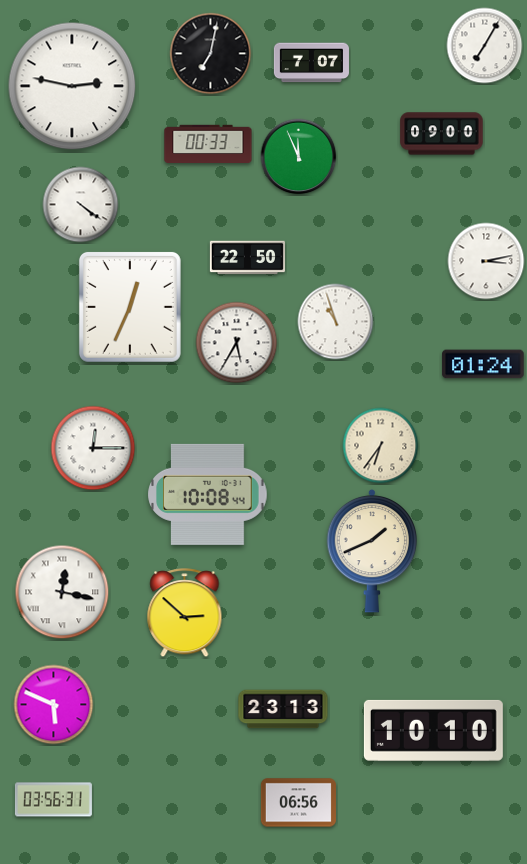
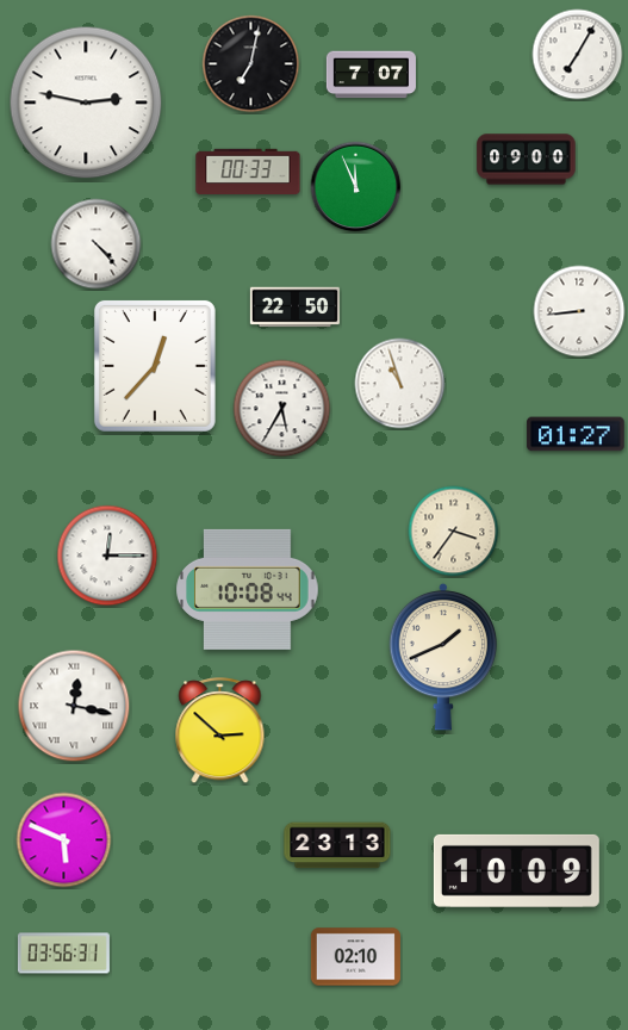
clock at (81, 205): 4:21 -> 4:23
clock at (486, 261): 3:13 -> 8:44
clock at (130, 307): 12:34 -> 12:37
clock at (483, 364): 01:24 -> 01:27
clock at (381, 446): 6:36 -> 3:36
clock at (93, 448) position: (93, 448) -> (107, 556)
clock at (433, 730): 10:10 -> 10:09
clock at (298, 803): 06:56 -> 02:10
